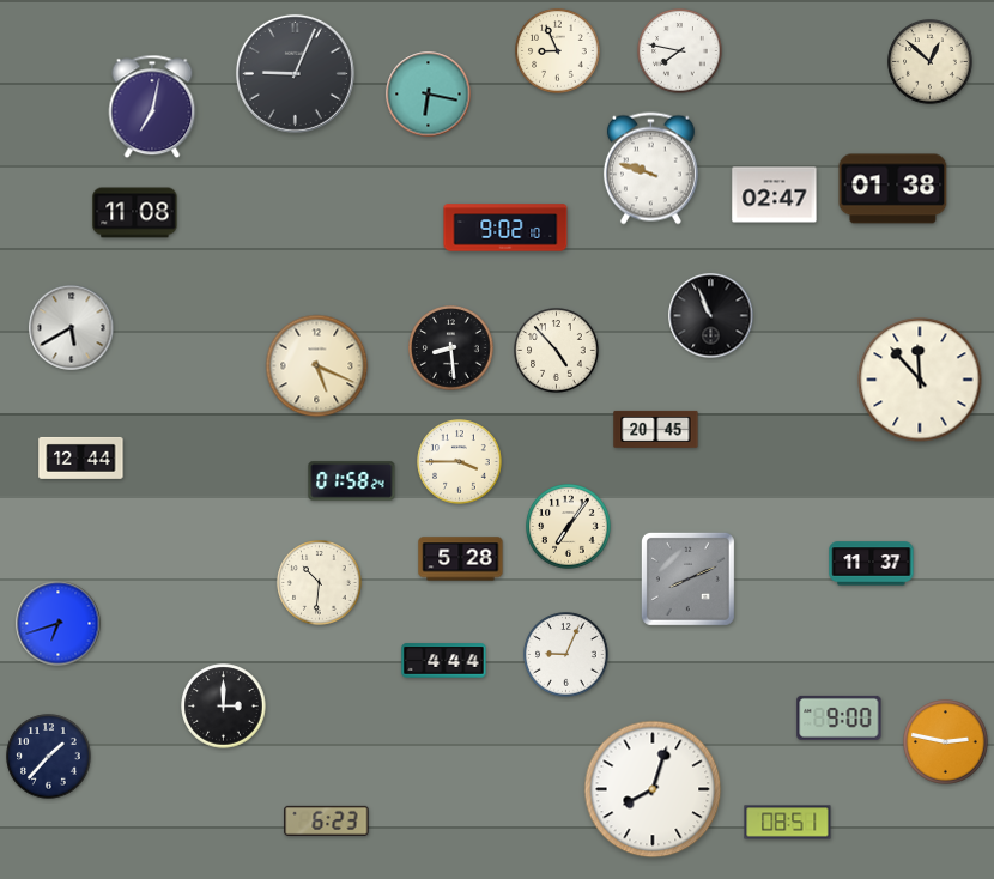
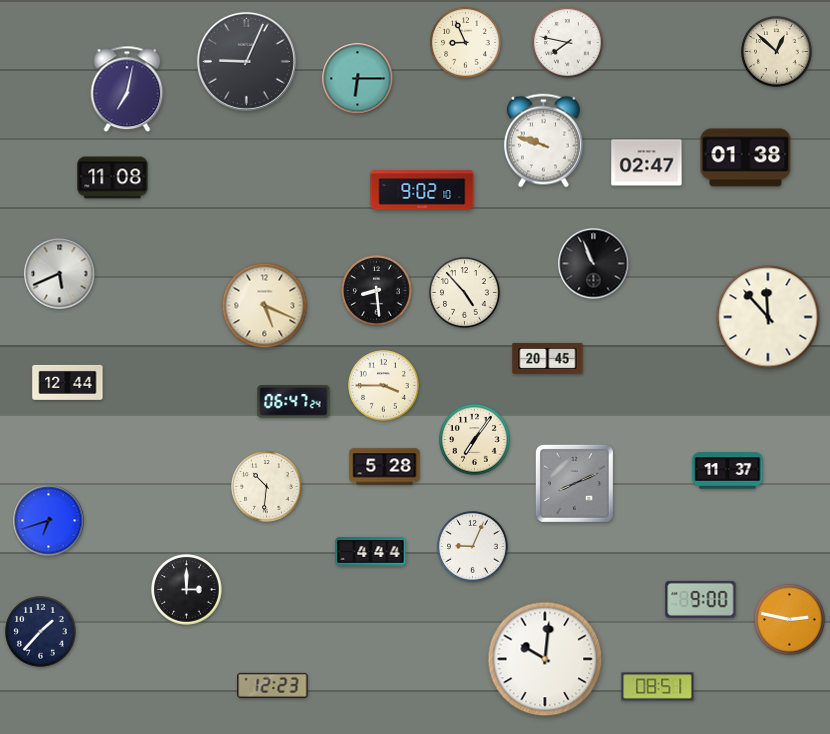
clock at (429, 95): 6:17 -> 6:15
clock at (72, 328): 5:40 -> 5:41
clock at (352, 481): 01:58 -> 06:47
clock at (653, 789): 8:03 -> 10:01
clock at (327, 820): 6:23 -> 12:23
